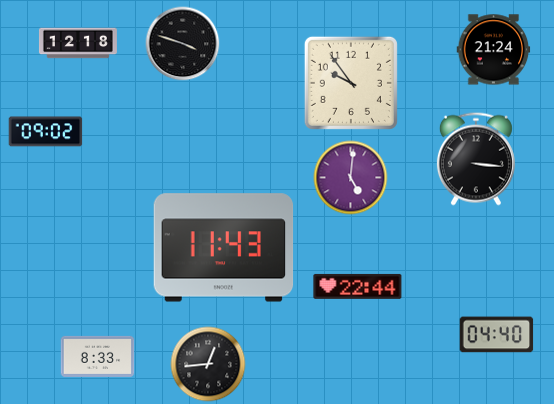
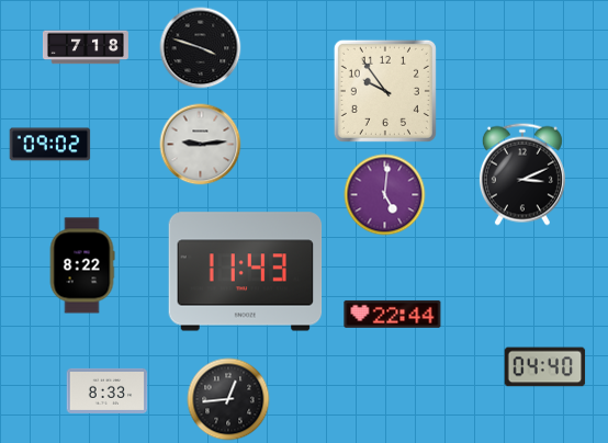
clock at (78, 43): 12:18 -> 7:18
clock at (494, 50): 21:24 -> none
clock at (201, 145): none -> 9:14
clock at (476, 159): 3:16 -> 3:11
clock at (82, 265): none -> 8:22
